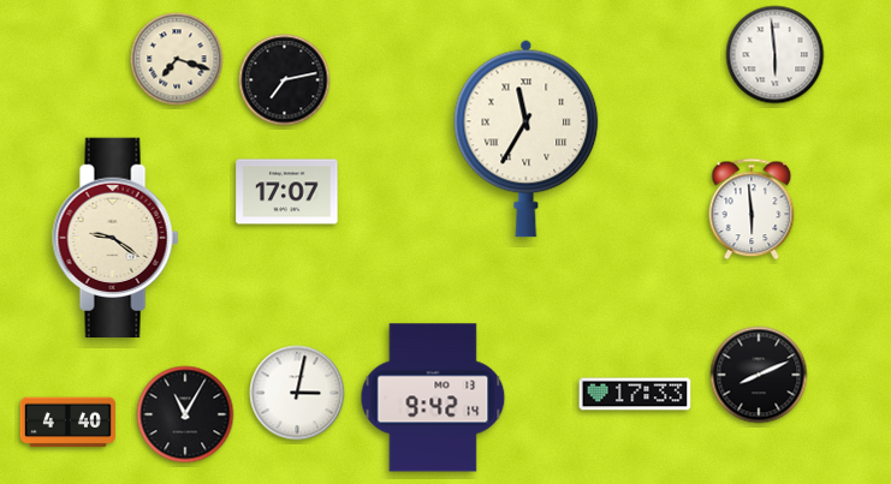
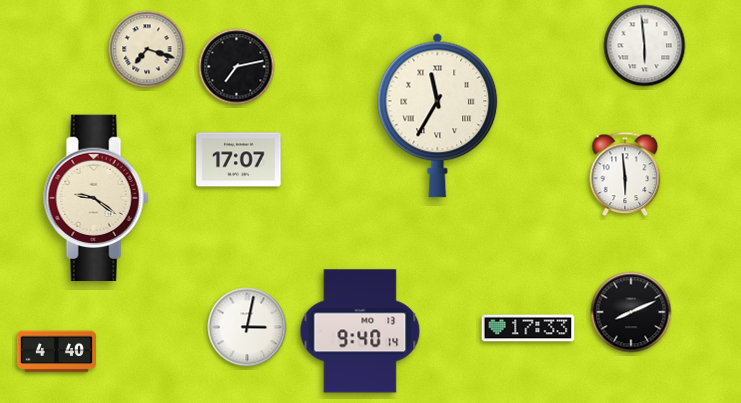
clock at (433, 398): 9:42 -> 9:40
clock at (185, 414): 11:05 -> none
